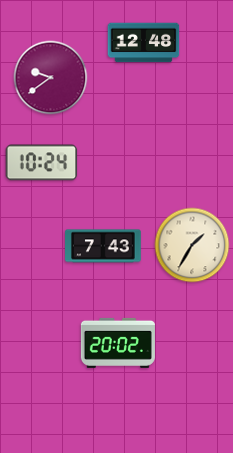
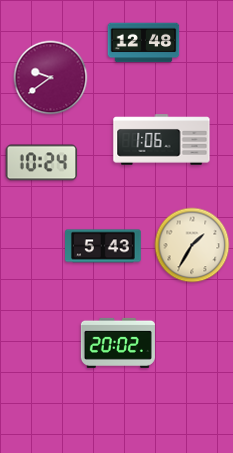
clock at (162, 140): none -> 1:06
clock at (104, 246): 7:43 -> 5:43
